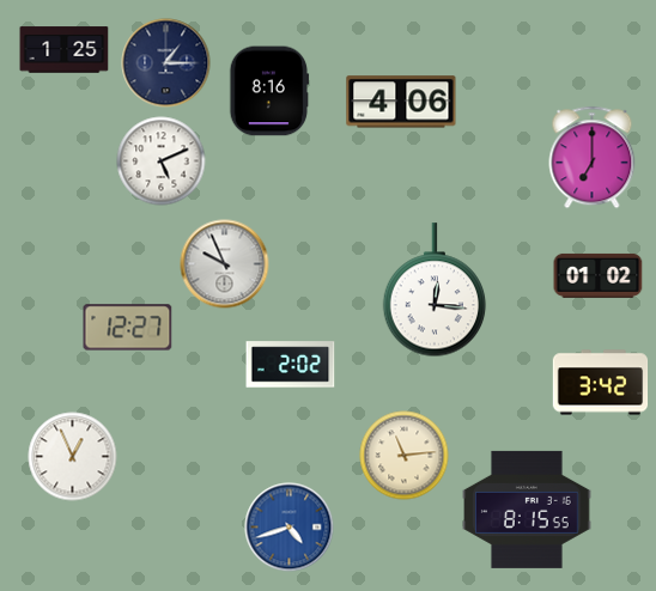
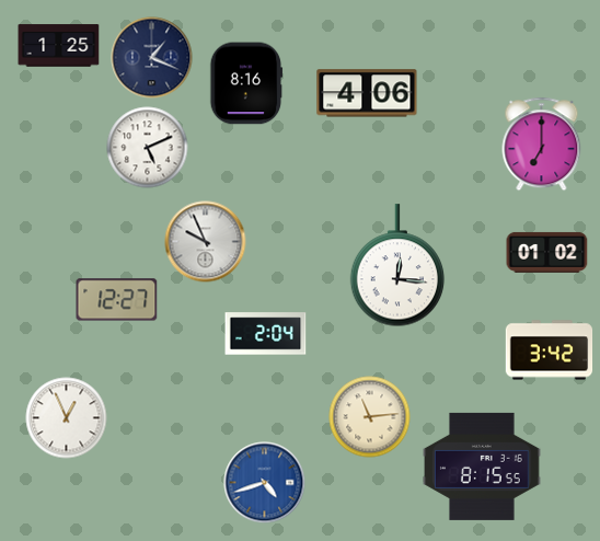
clock at (166, 63): 1:15 -> 1:19
clock at (291, 365): 2:02 -> 2:04
